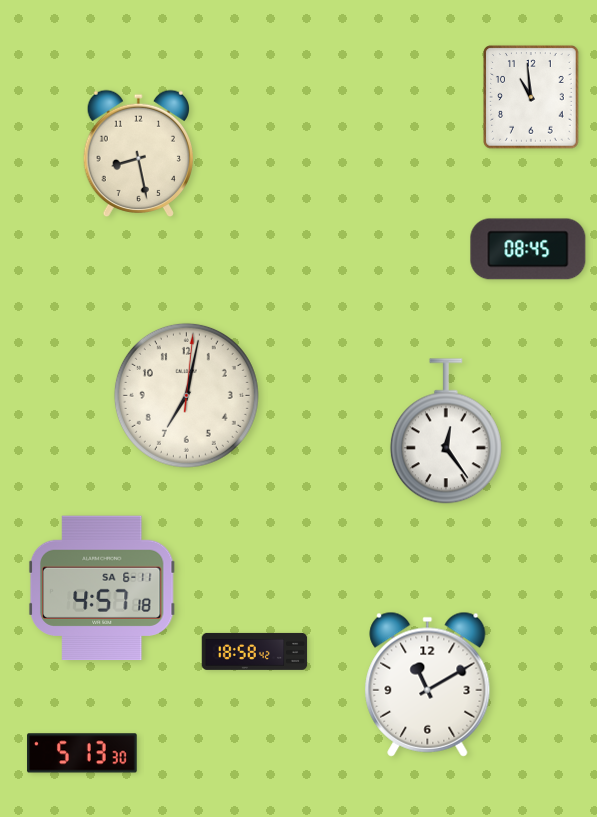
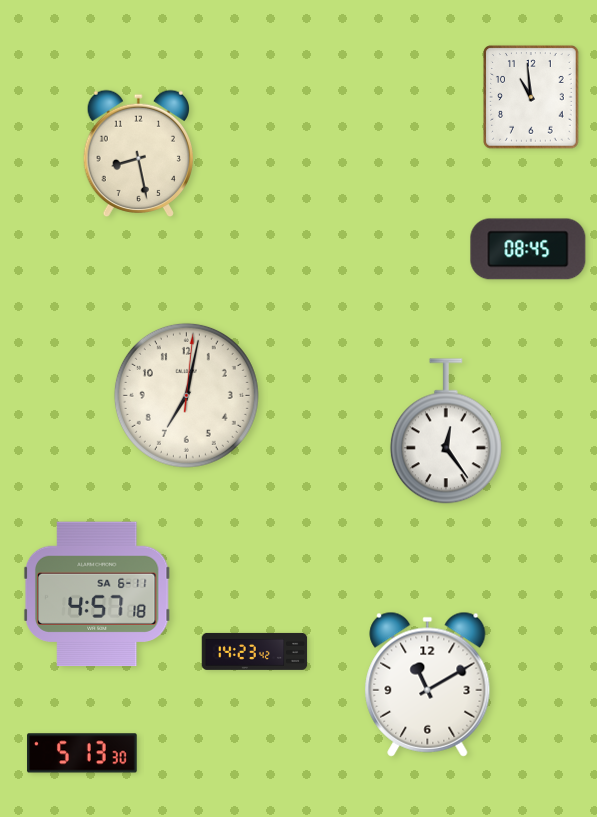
clock at (102, 588) position: (102, 588) -> (97, 594)
clock at (255, 651): 18:58 -> 14:23
